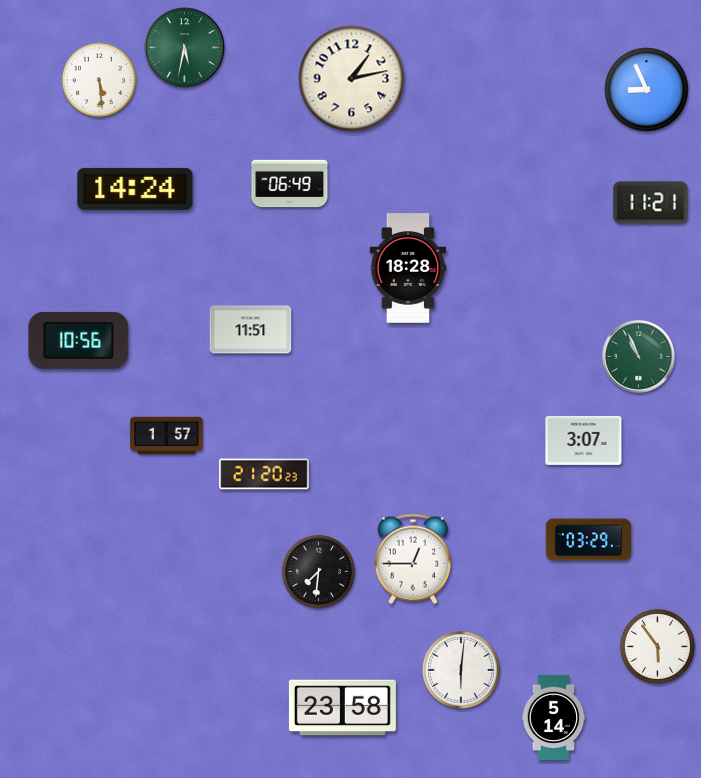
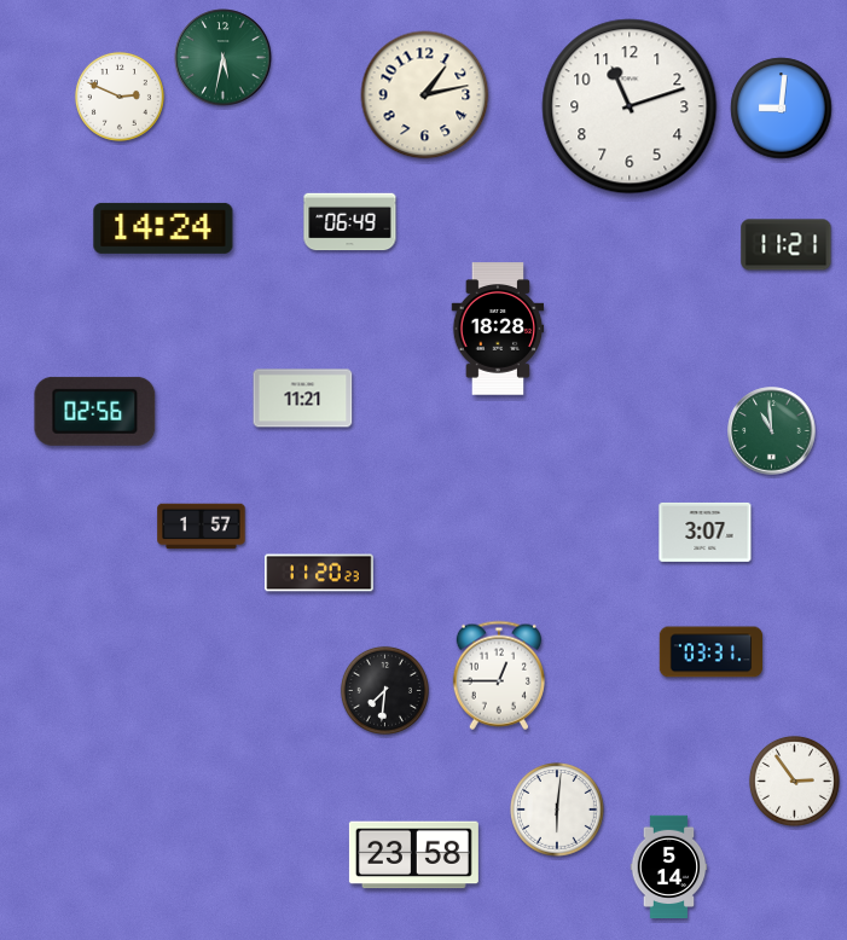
clock at (99, 80): 5:29 -> 2:49
clock at (630, 106): none -> 11:12
clock at (647, 90): 8:56 -> 9:01
clock at (408, 268) position: (408, 268) -> (498, 329)
clock at (251, 330): 11:51 -> 11:21
clock at (79, 340): 10:56 -> 02:56
clock at (639, 357): 10:56 -> 10:59
clock at (264, 474): 21:20 -> 11:20
clock at (589, 540): 03:29 -> 03:31
clock at (657, 646): 5:54 -> 2:54
